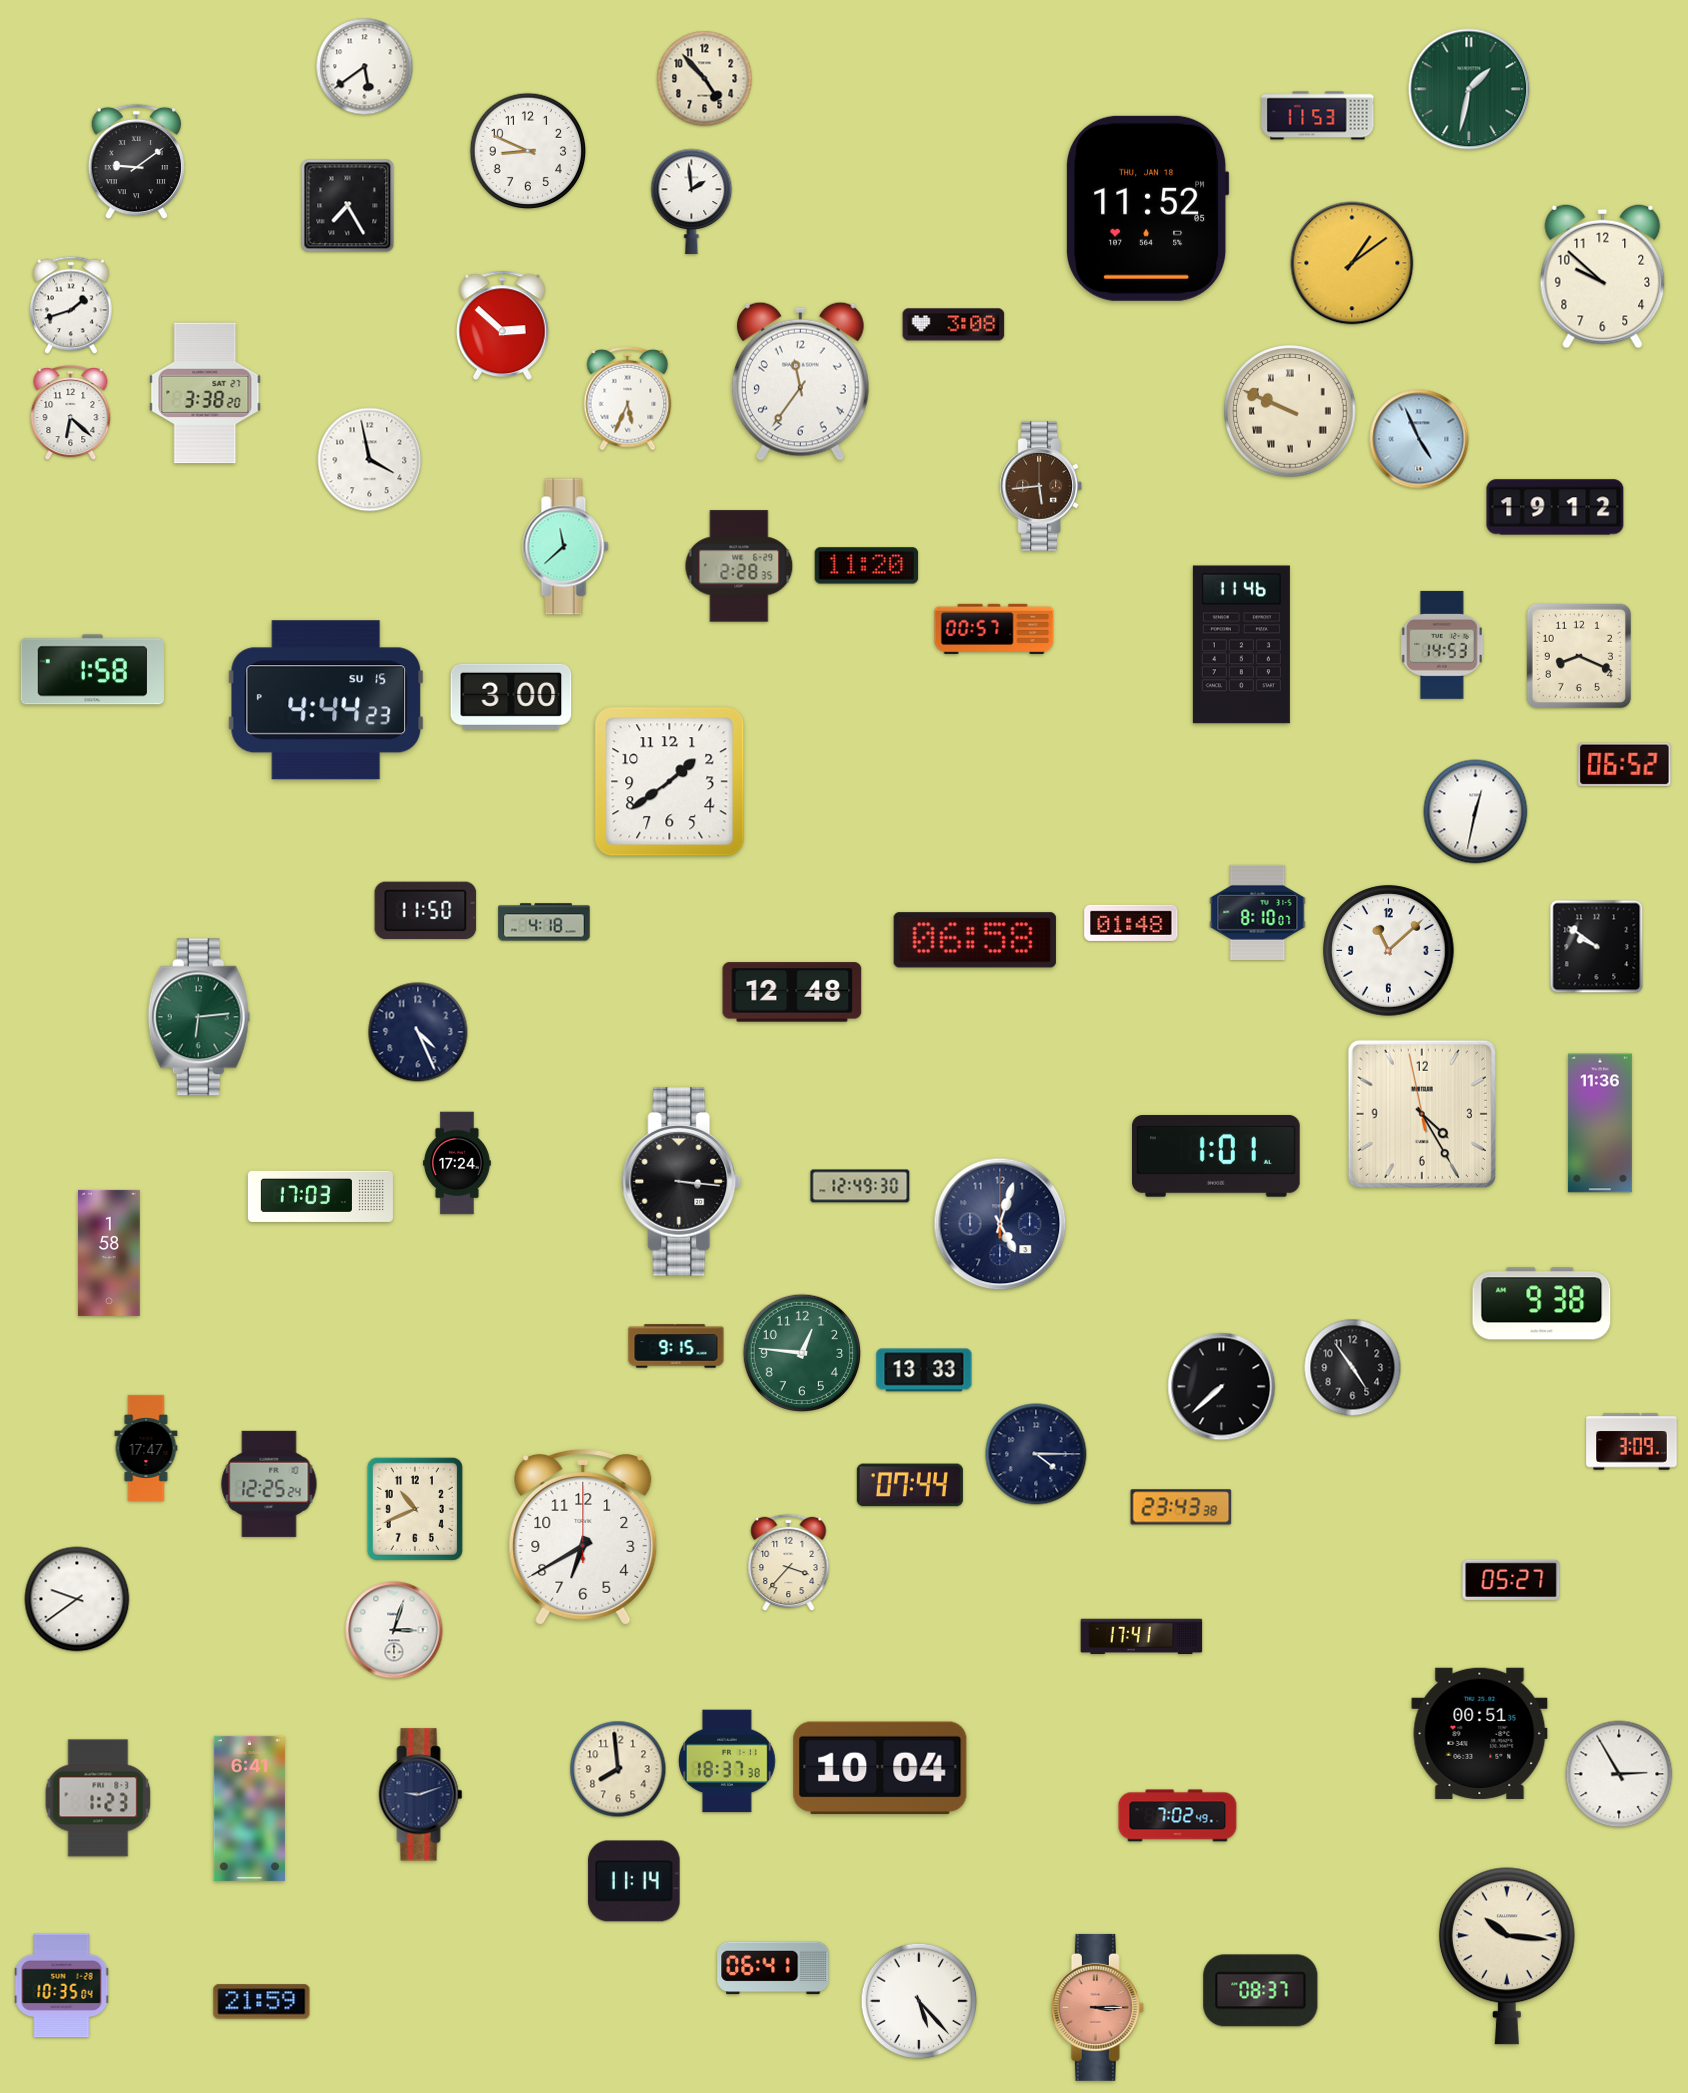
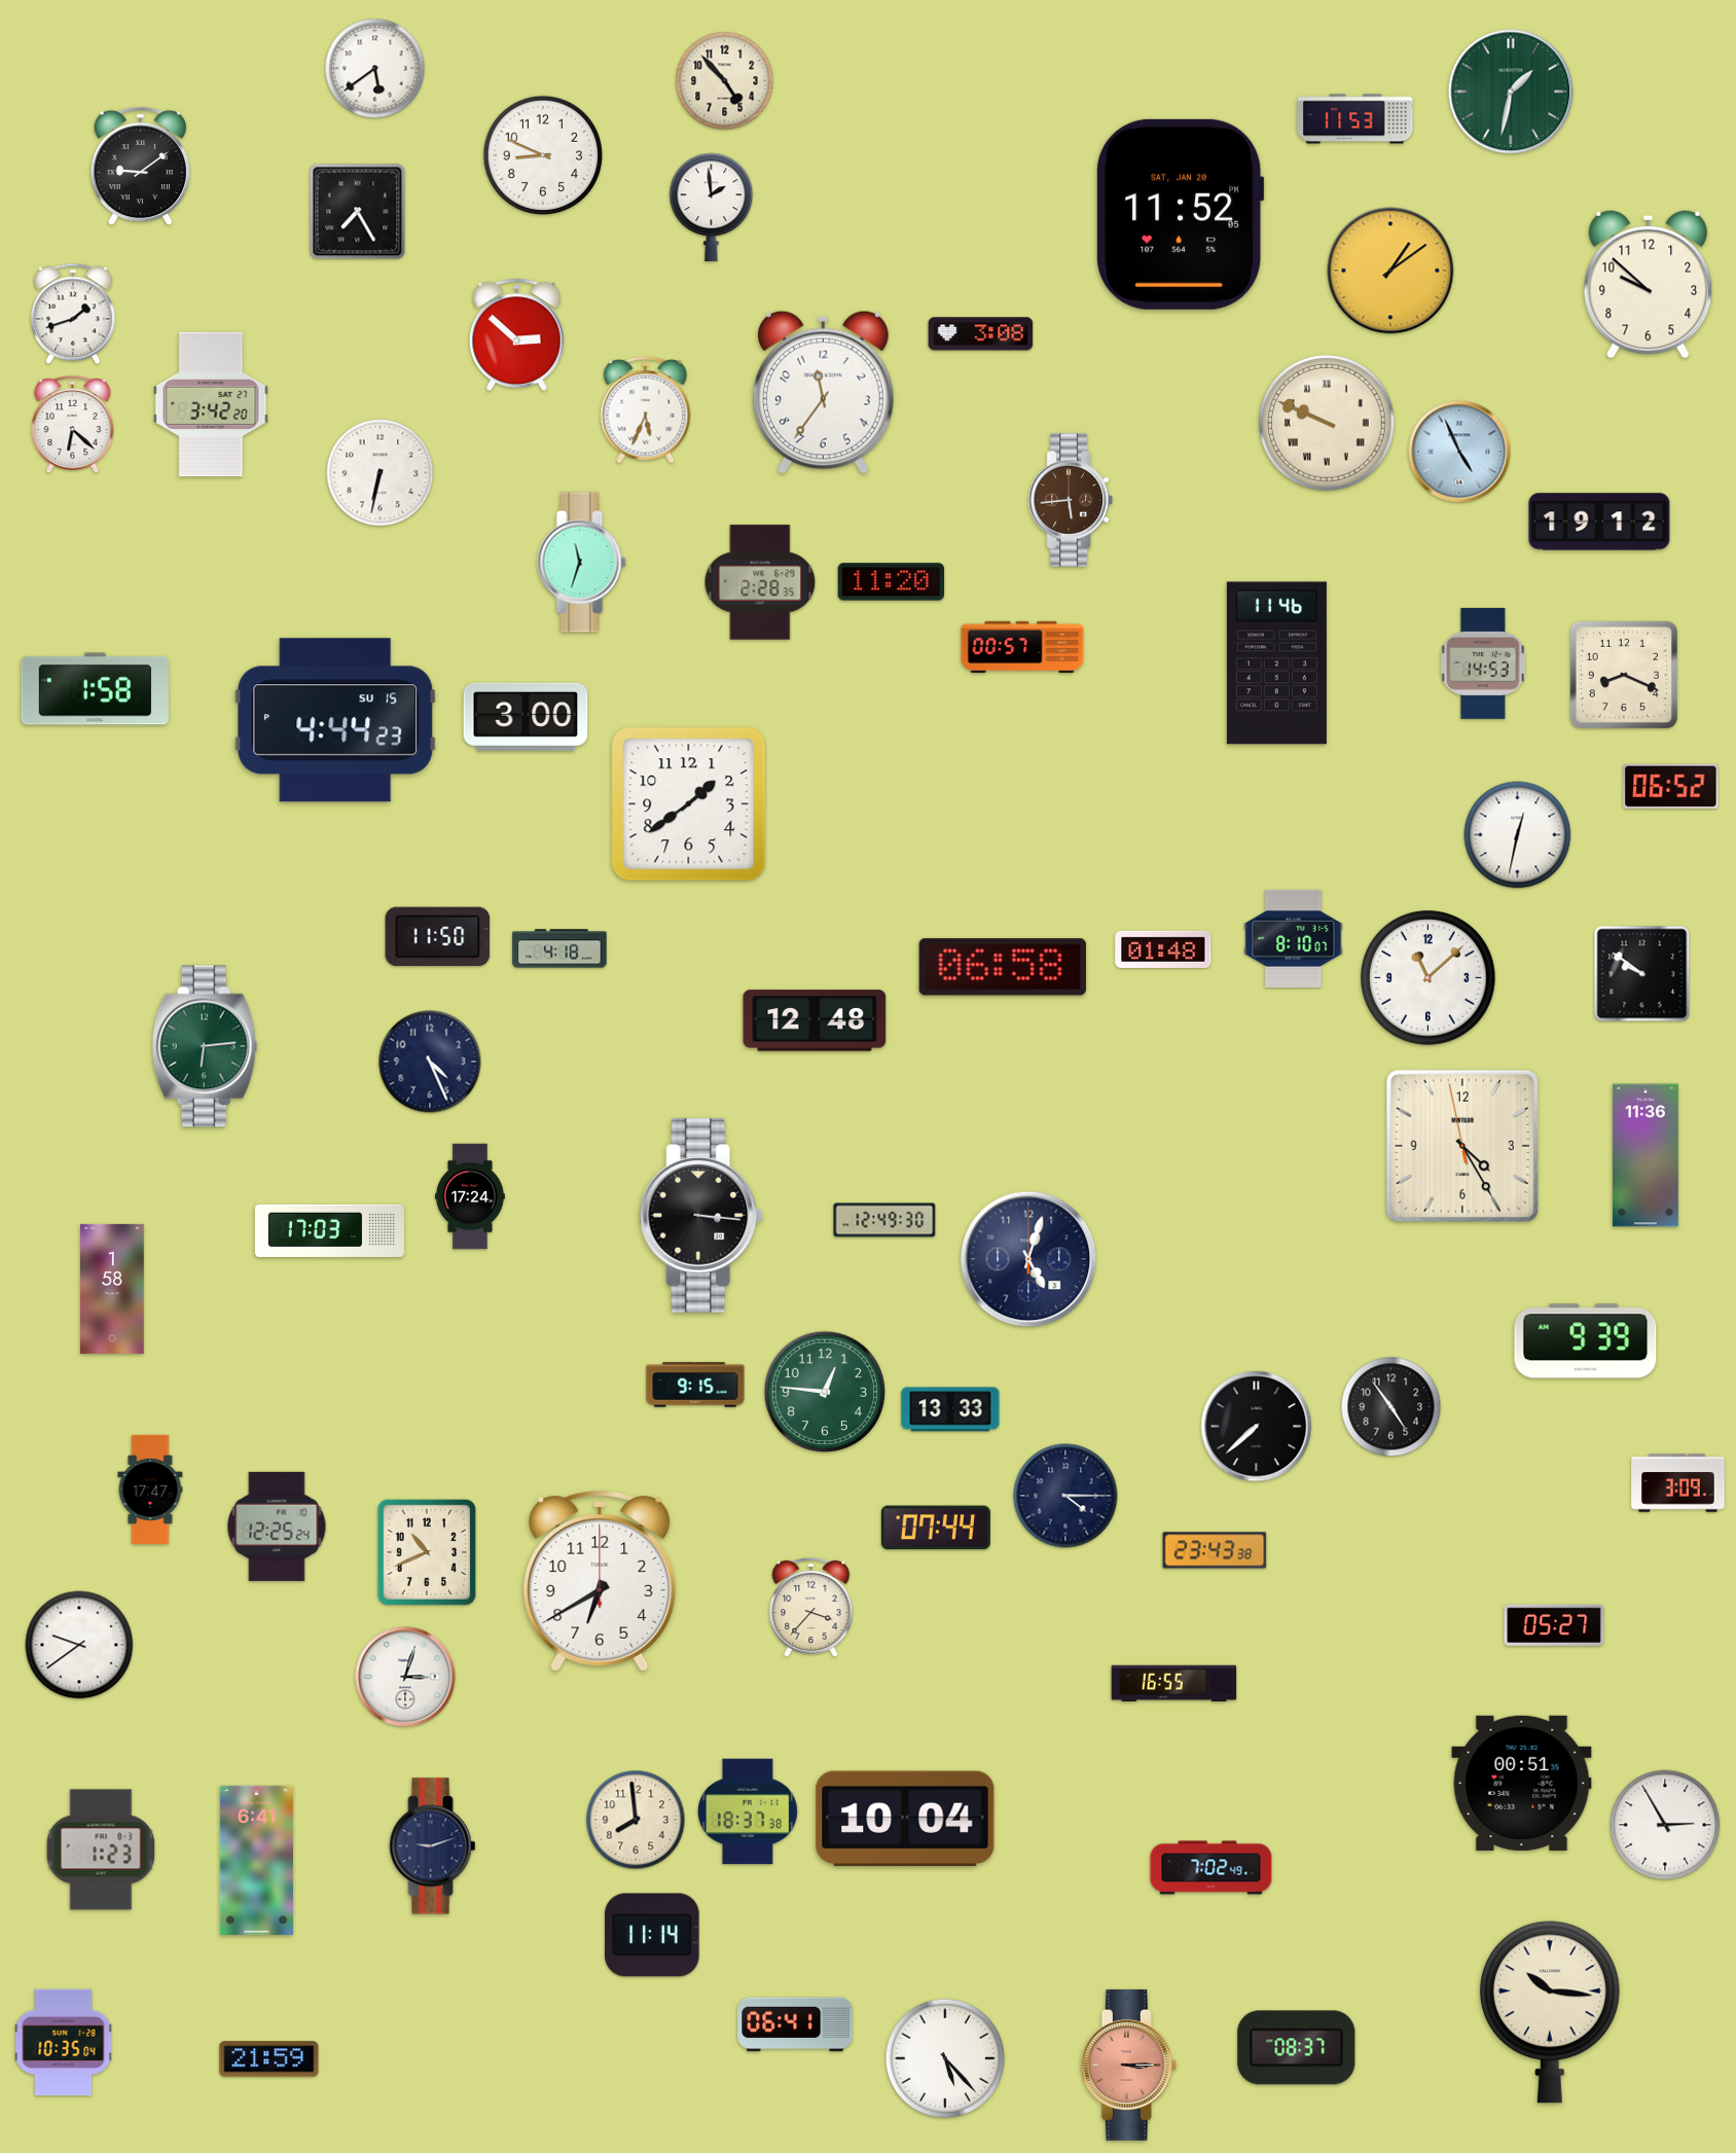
clock at (1148, 208) date: THU, JAN 18 -> SAT, JAN 20
clock at (205, 393): 3:38 -> 3:42
clock at (370, 460): 3:58 -> 6:32
clock at (566, 547): 11:38 -> 11:33
clock at (1217, 1157): 1:01 -> none
clock at (1542, 1304): 9:38 -> 9:39
clock at (1142, 1637): 17:41 -> 16:55
